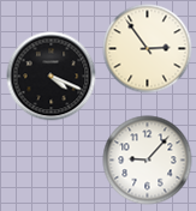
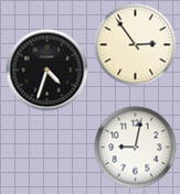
clock at (52, 77): 4:19 -> 4:33
clock at (148, 161): 9:07 -> 9:02
